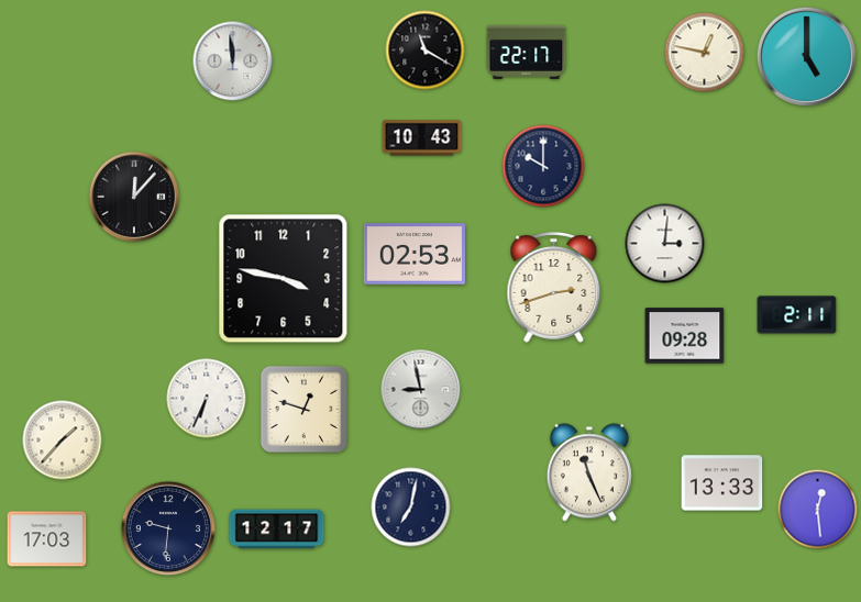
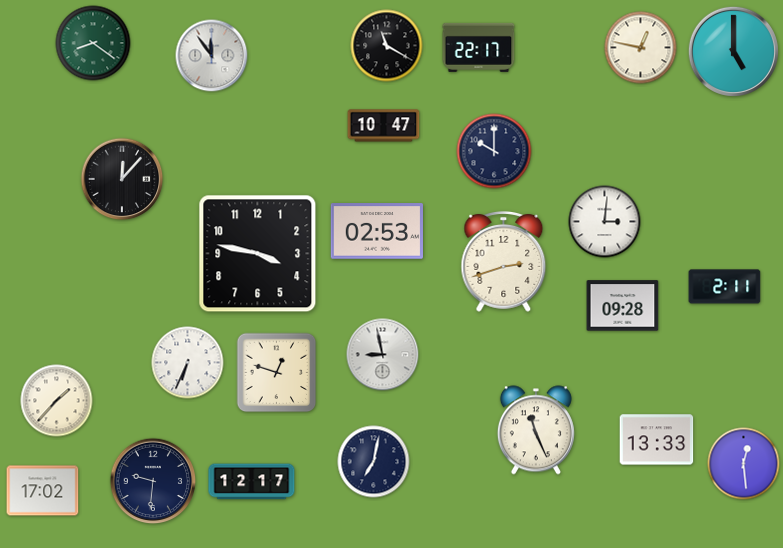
clock at (93, 43): none -> 8:21
clock at (233, 62): 11:59 -> 11:54
clock at (422, 138): 10:43 -> 10:47
clock at (47, 539): 17:03 -> 17:02
